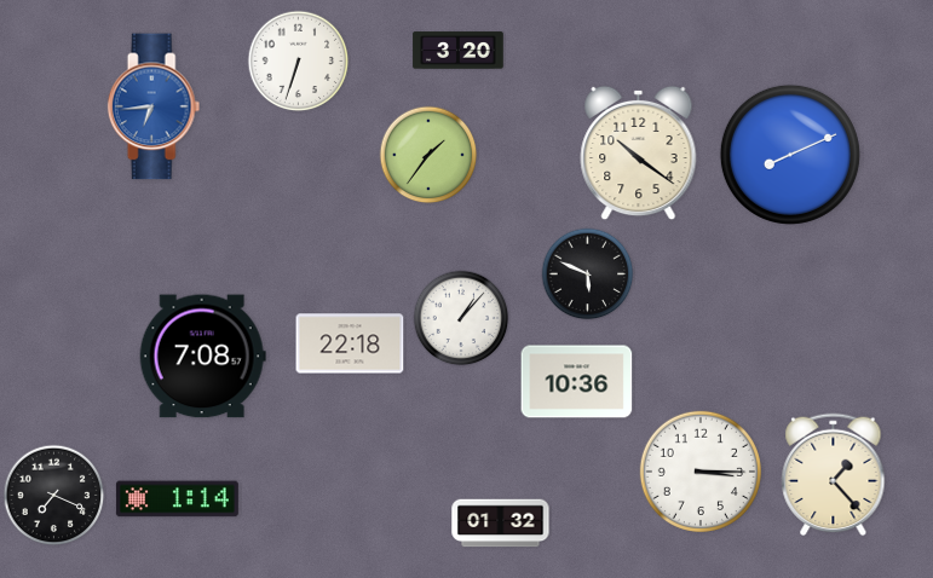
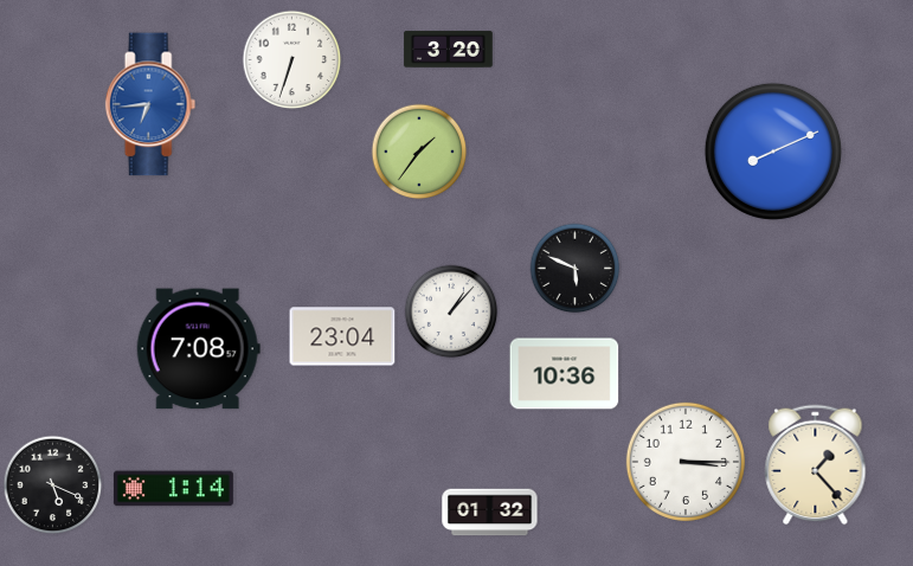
clock at (639, 154): 10:21 -> none
clock at (350, 343): 22:18 -> 23:04
clock at (54, 496): 7:19 -> 5:19
